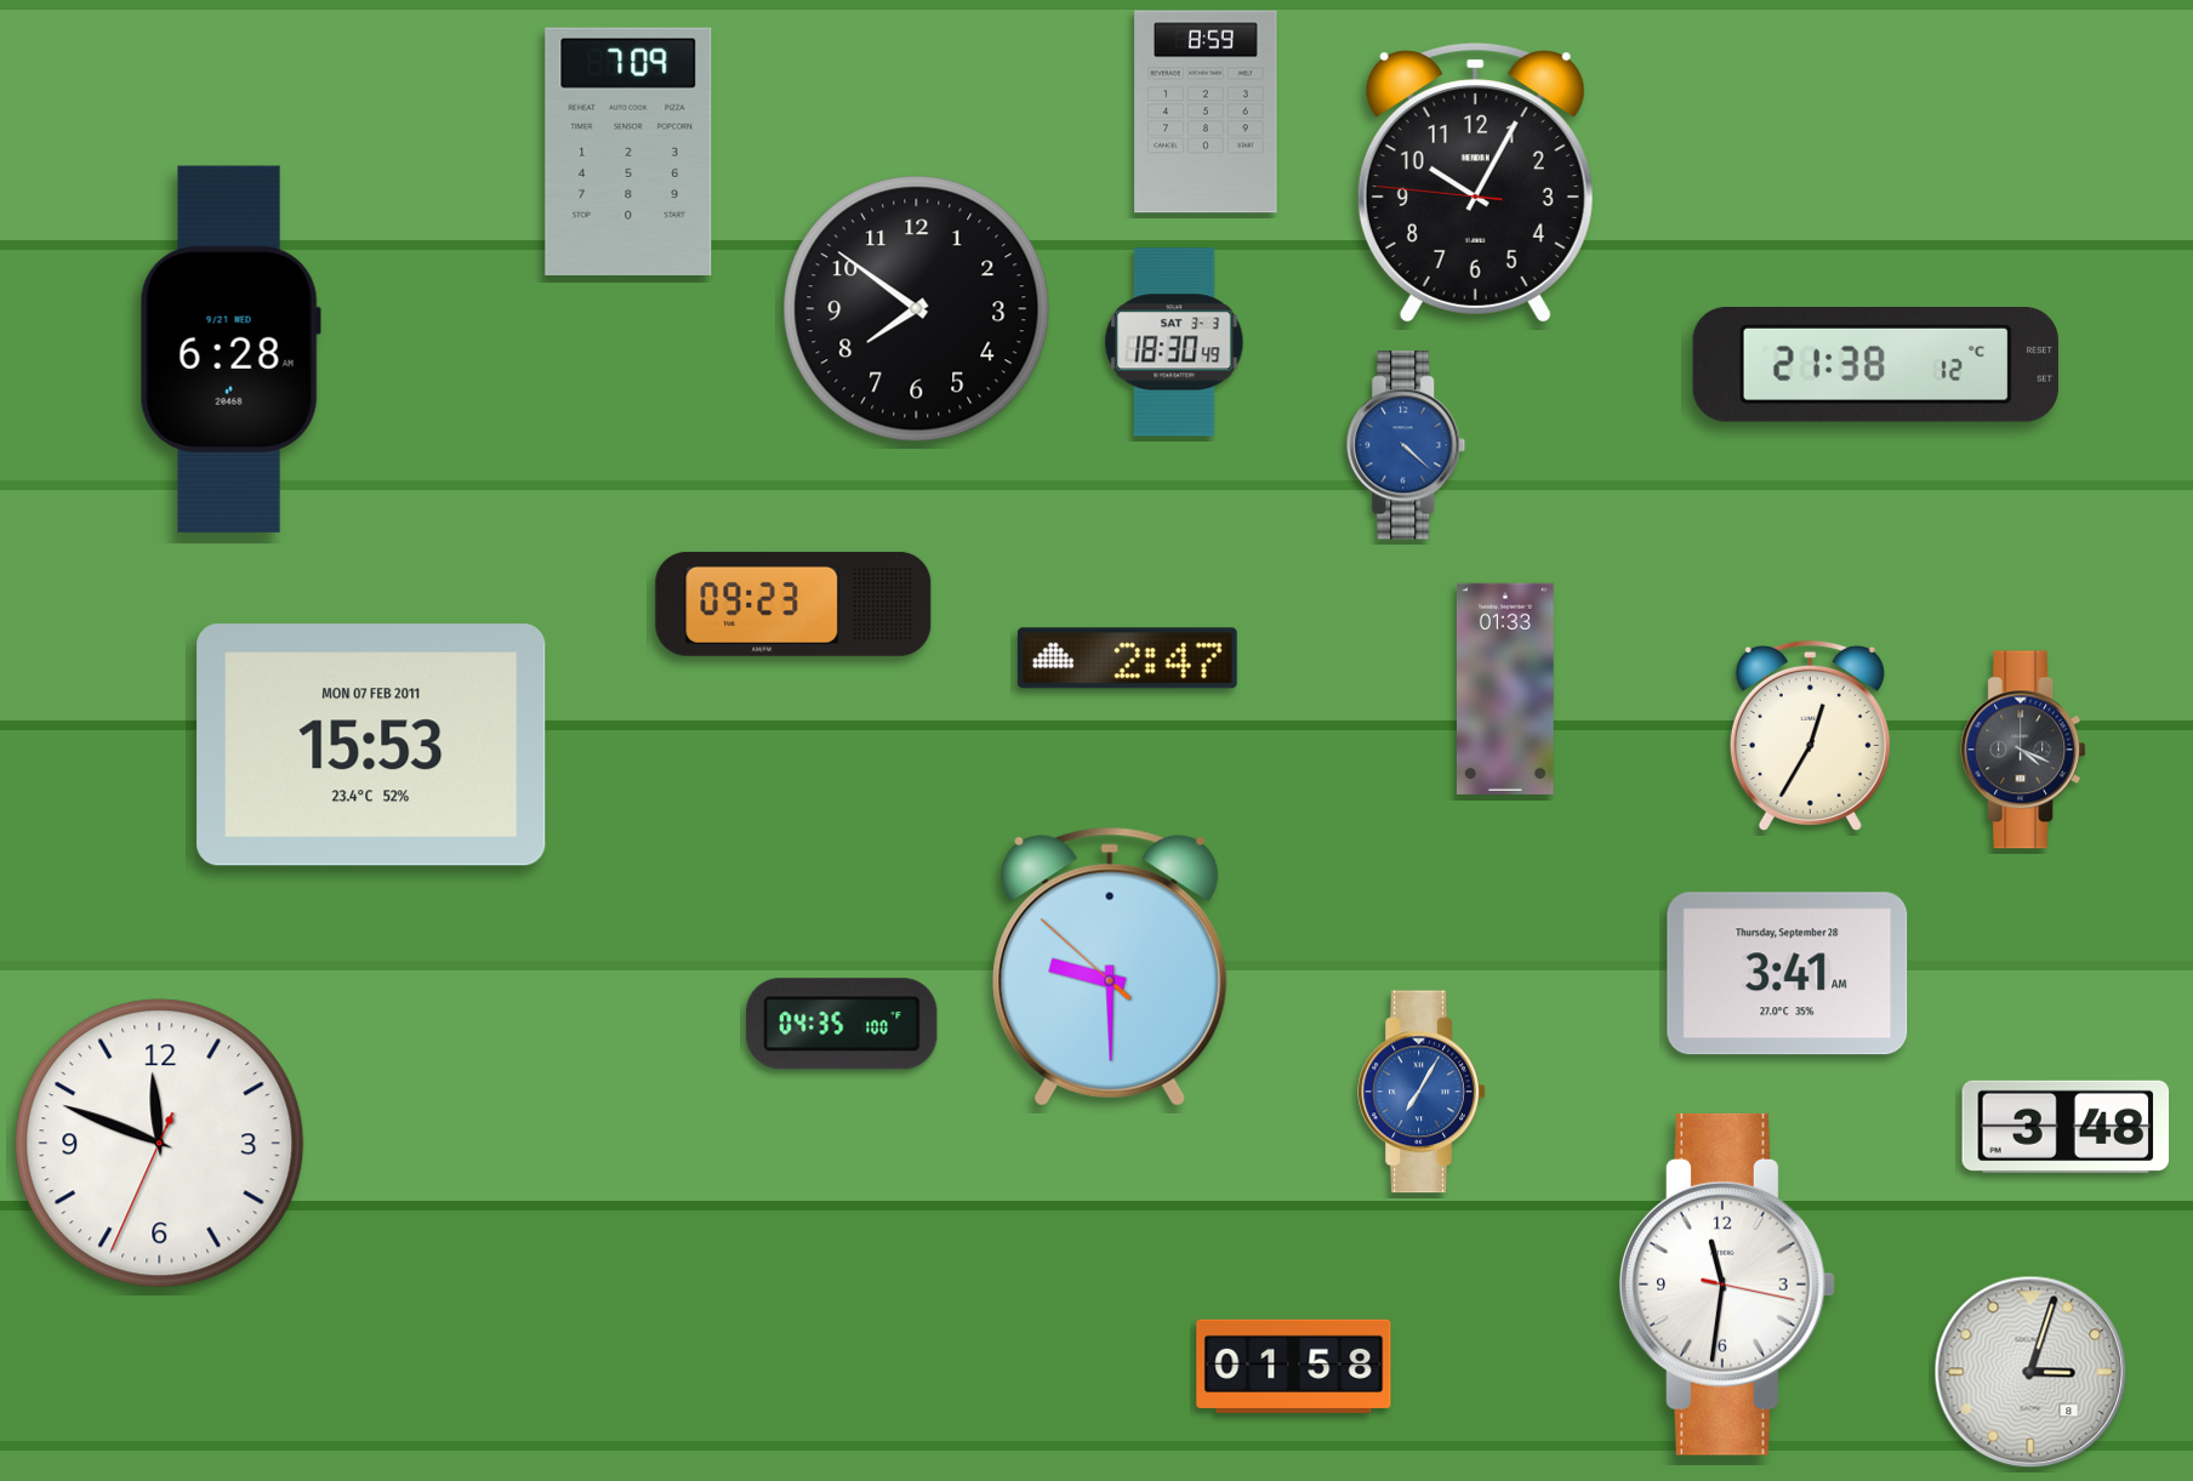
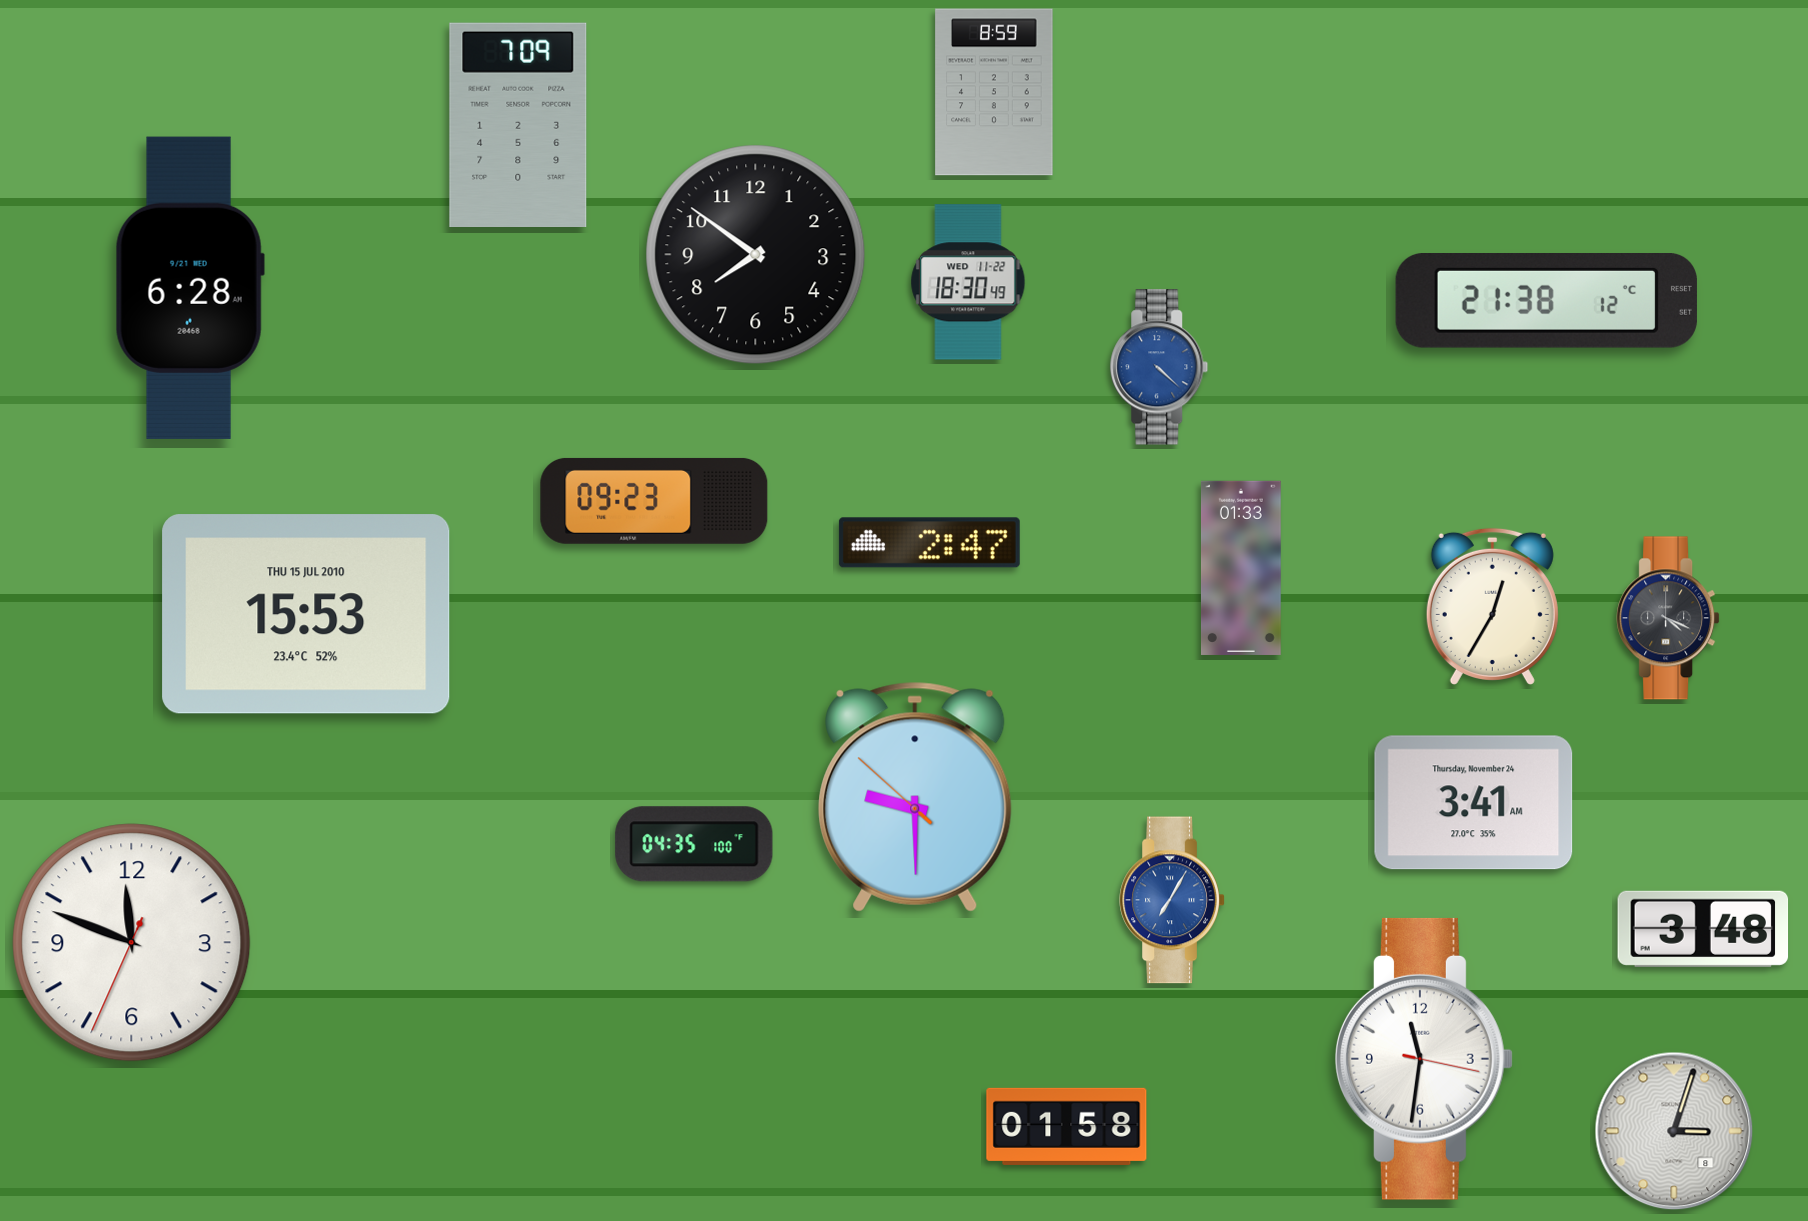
clock at (1475, 183): 10:04 -> none
clock at (1174, 342) date: SAT 3-3 -> WED 11-22
clock at (793, 604) position: (793, 604) -> (654, 501)
clock at (371, 745) date: MON 07 FEB 2011 -> THU 15 JUL 2010
clock at (1788, 974) date: Thursday, September 28 -> Thursday, November 24
